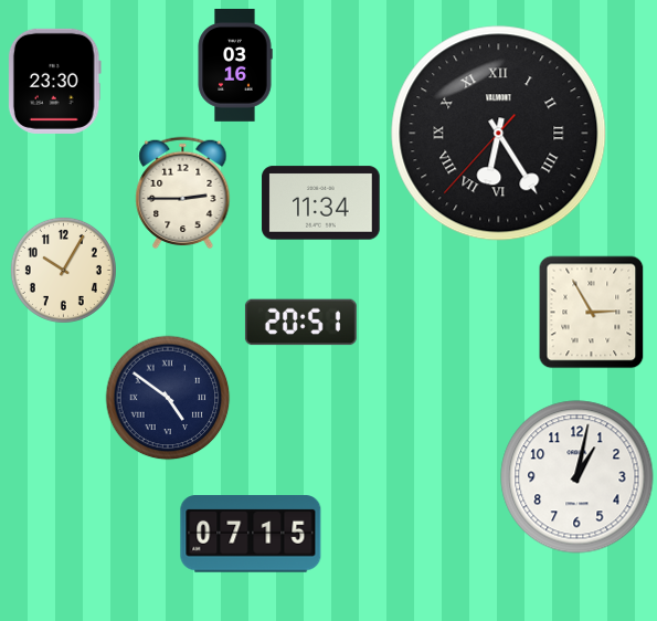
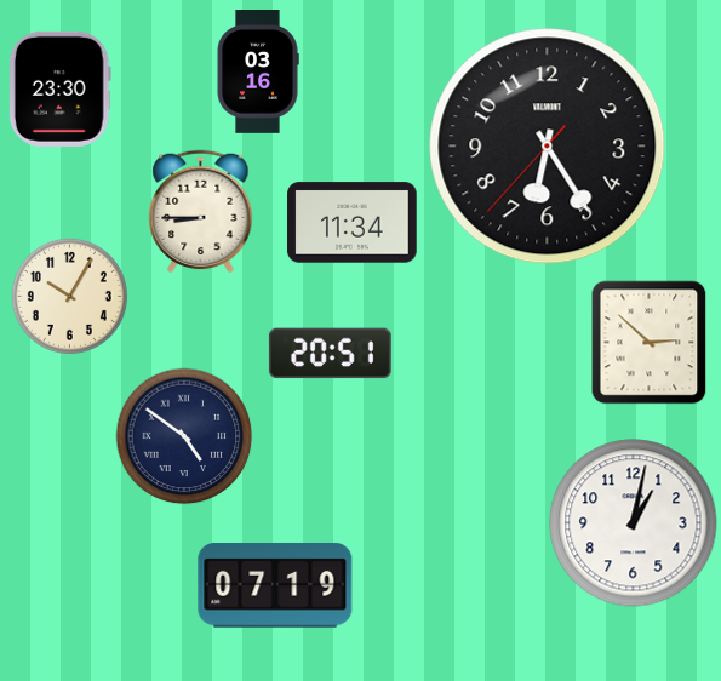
clock at (499, 134) numerals: Roman -> Arabic
clock at (183, 192): 2:45 -> 8:45
clock at (592, 312): 2:55 -> 2:52
clock at (251, 534): 07:15 -> 07:19
